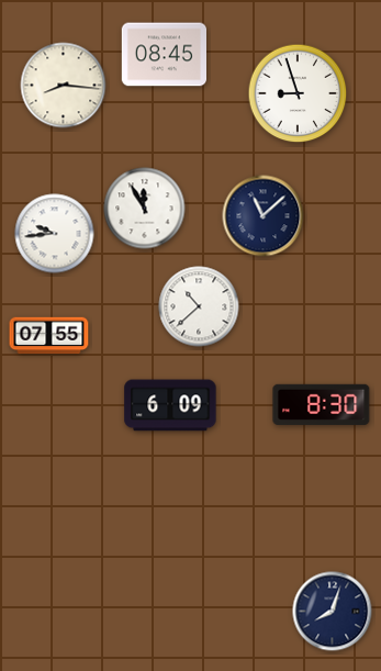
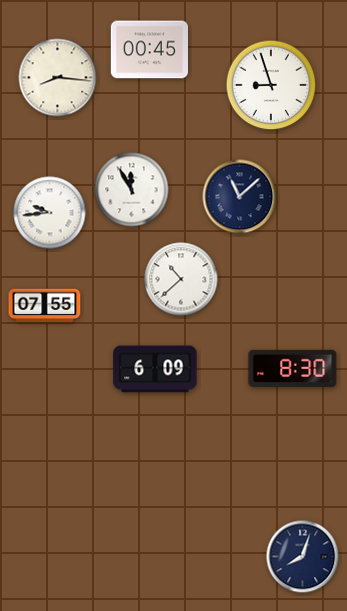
clock at (164, 55): 08:45 -> 00:45
